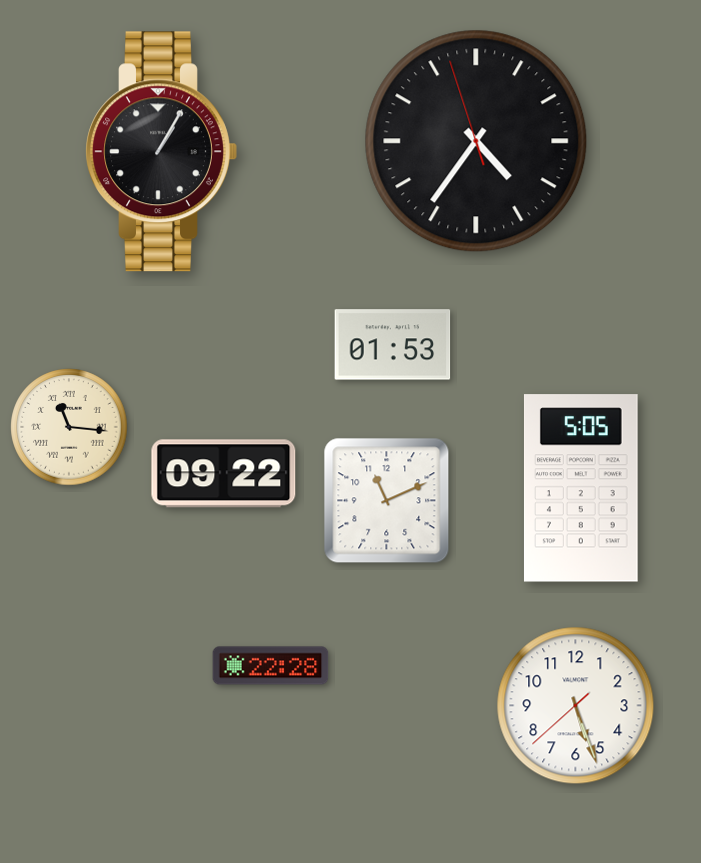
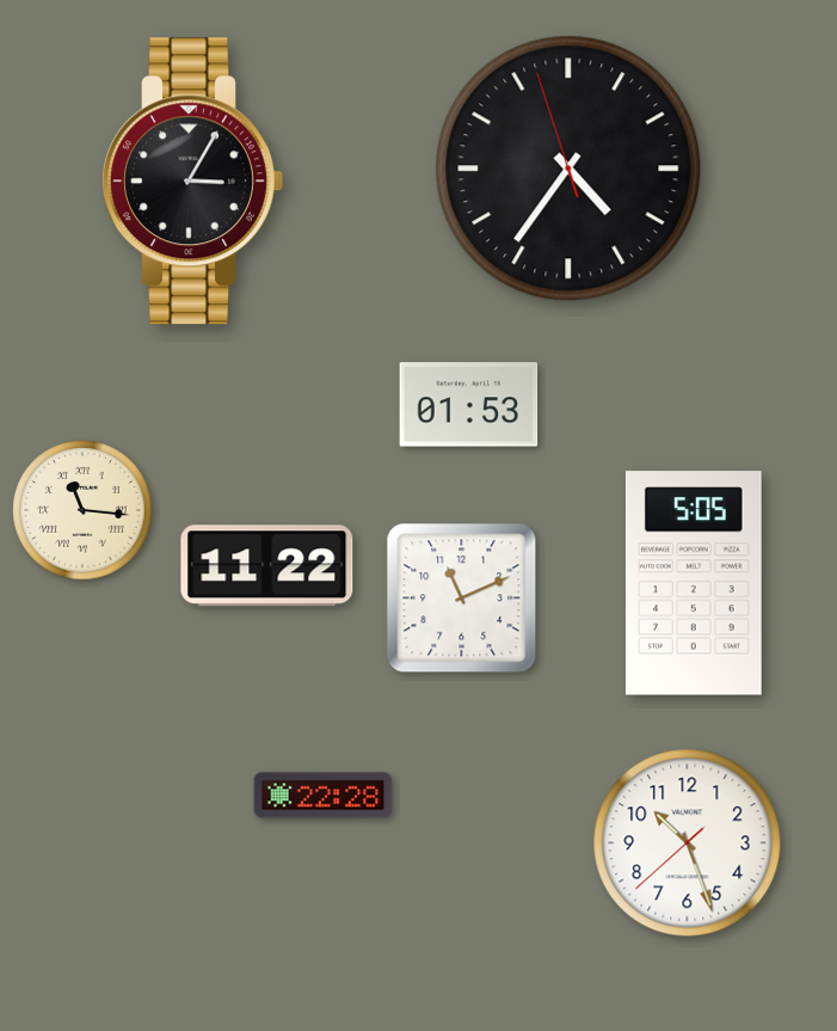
clock at (161, 152): 1:05 -> 3:05
clock at (393, 345) position: (393, 345) -> (469, 405)
clock at (224, 474): 09:22 -> 11:22
clock at (576, 706): 5:26 -> 10:26
